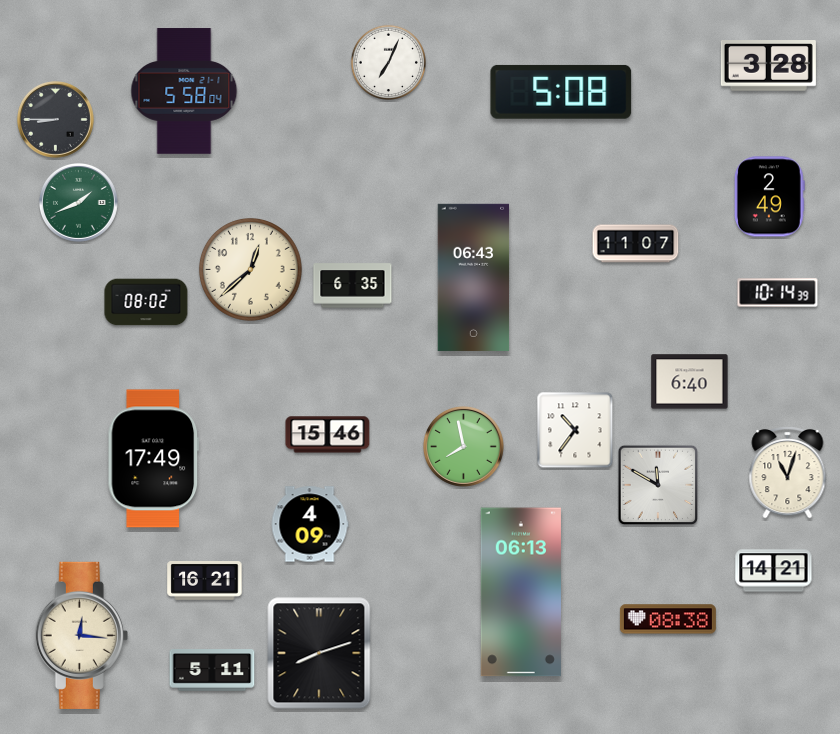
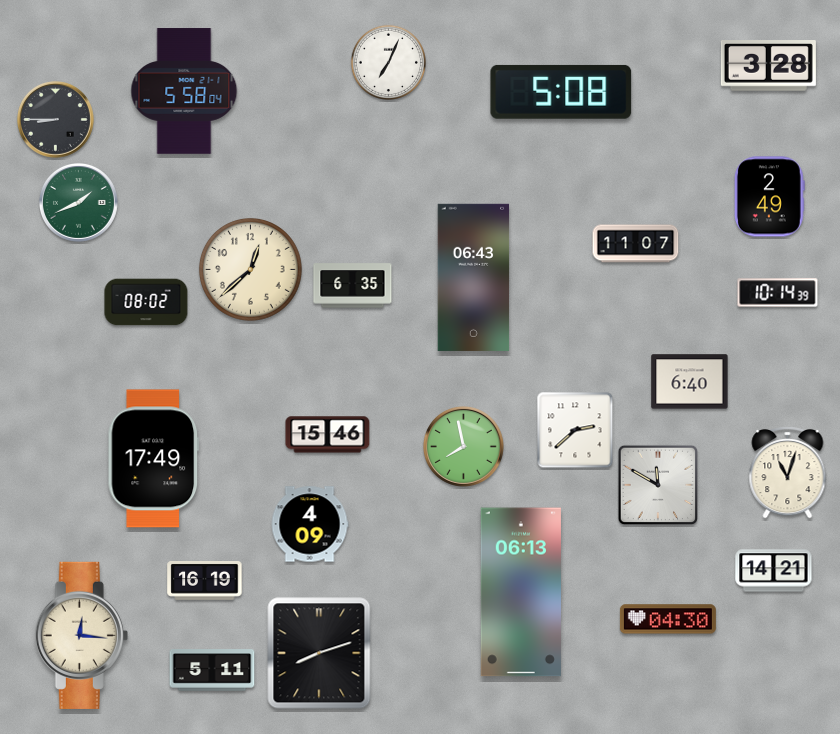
clock at (575, 430): 10:36 -> 2:38
clock at (205, 581): 16:21 -> 16:19
clock at (668, 619): 08:38 -> 04:30
